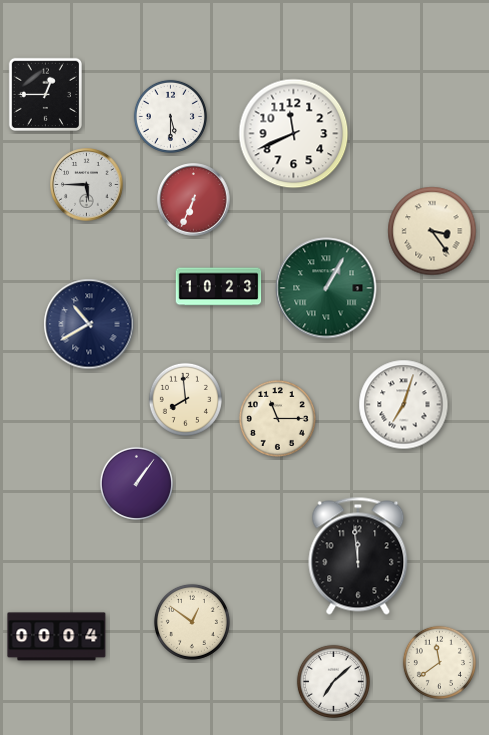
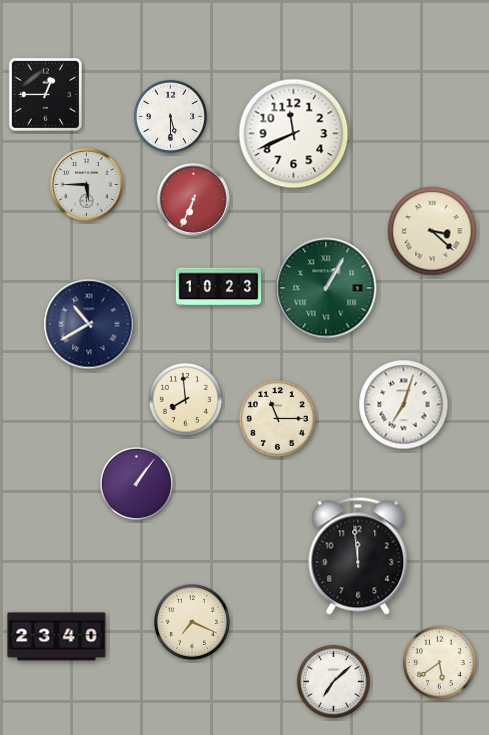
clock at (432, 231): 3:24 -> 3:22
clock at (192, 622): 12:51 -> 7:19
clock at (57, 637): 00:04 -> 23:40
clock at (439, 662): 11:39 -> 5:39
